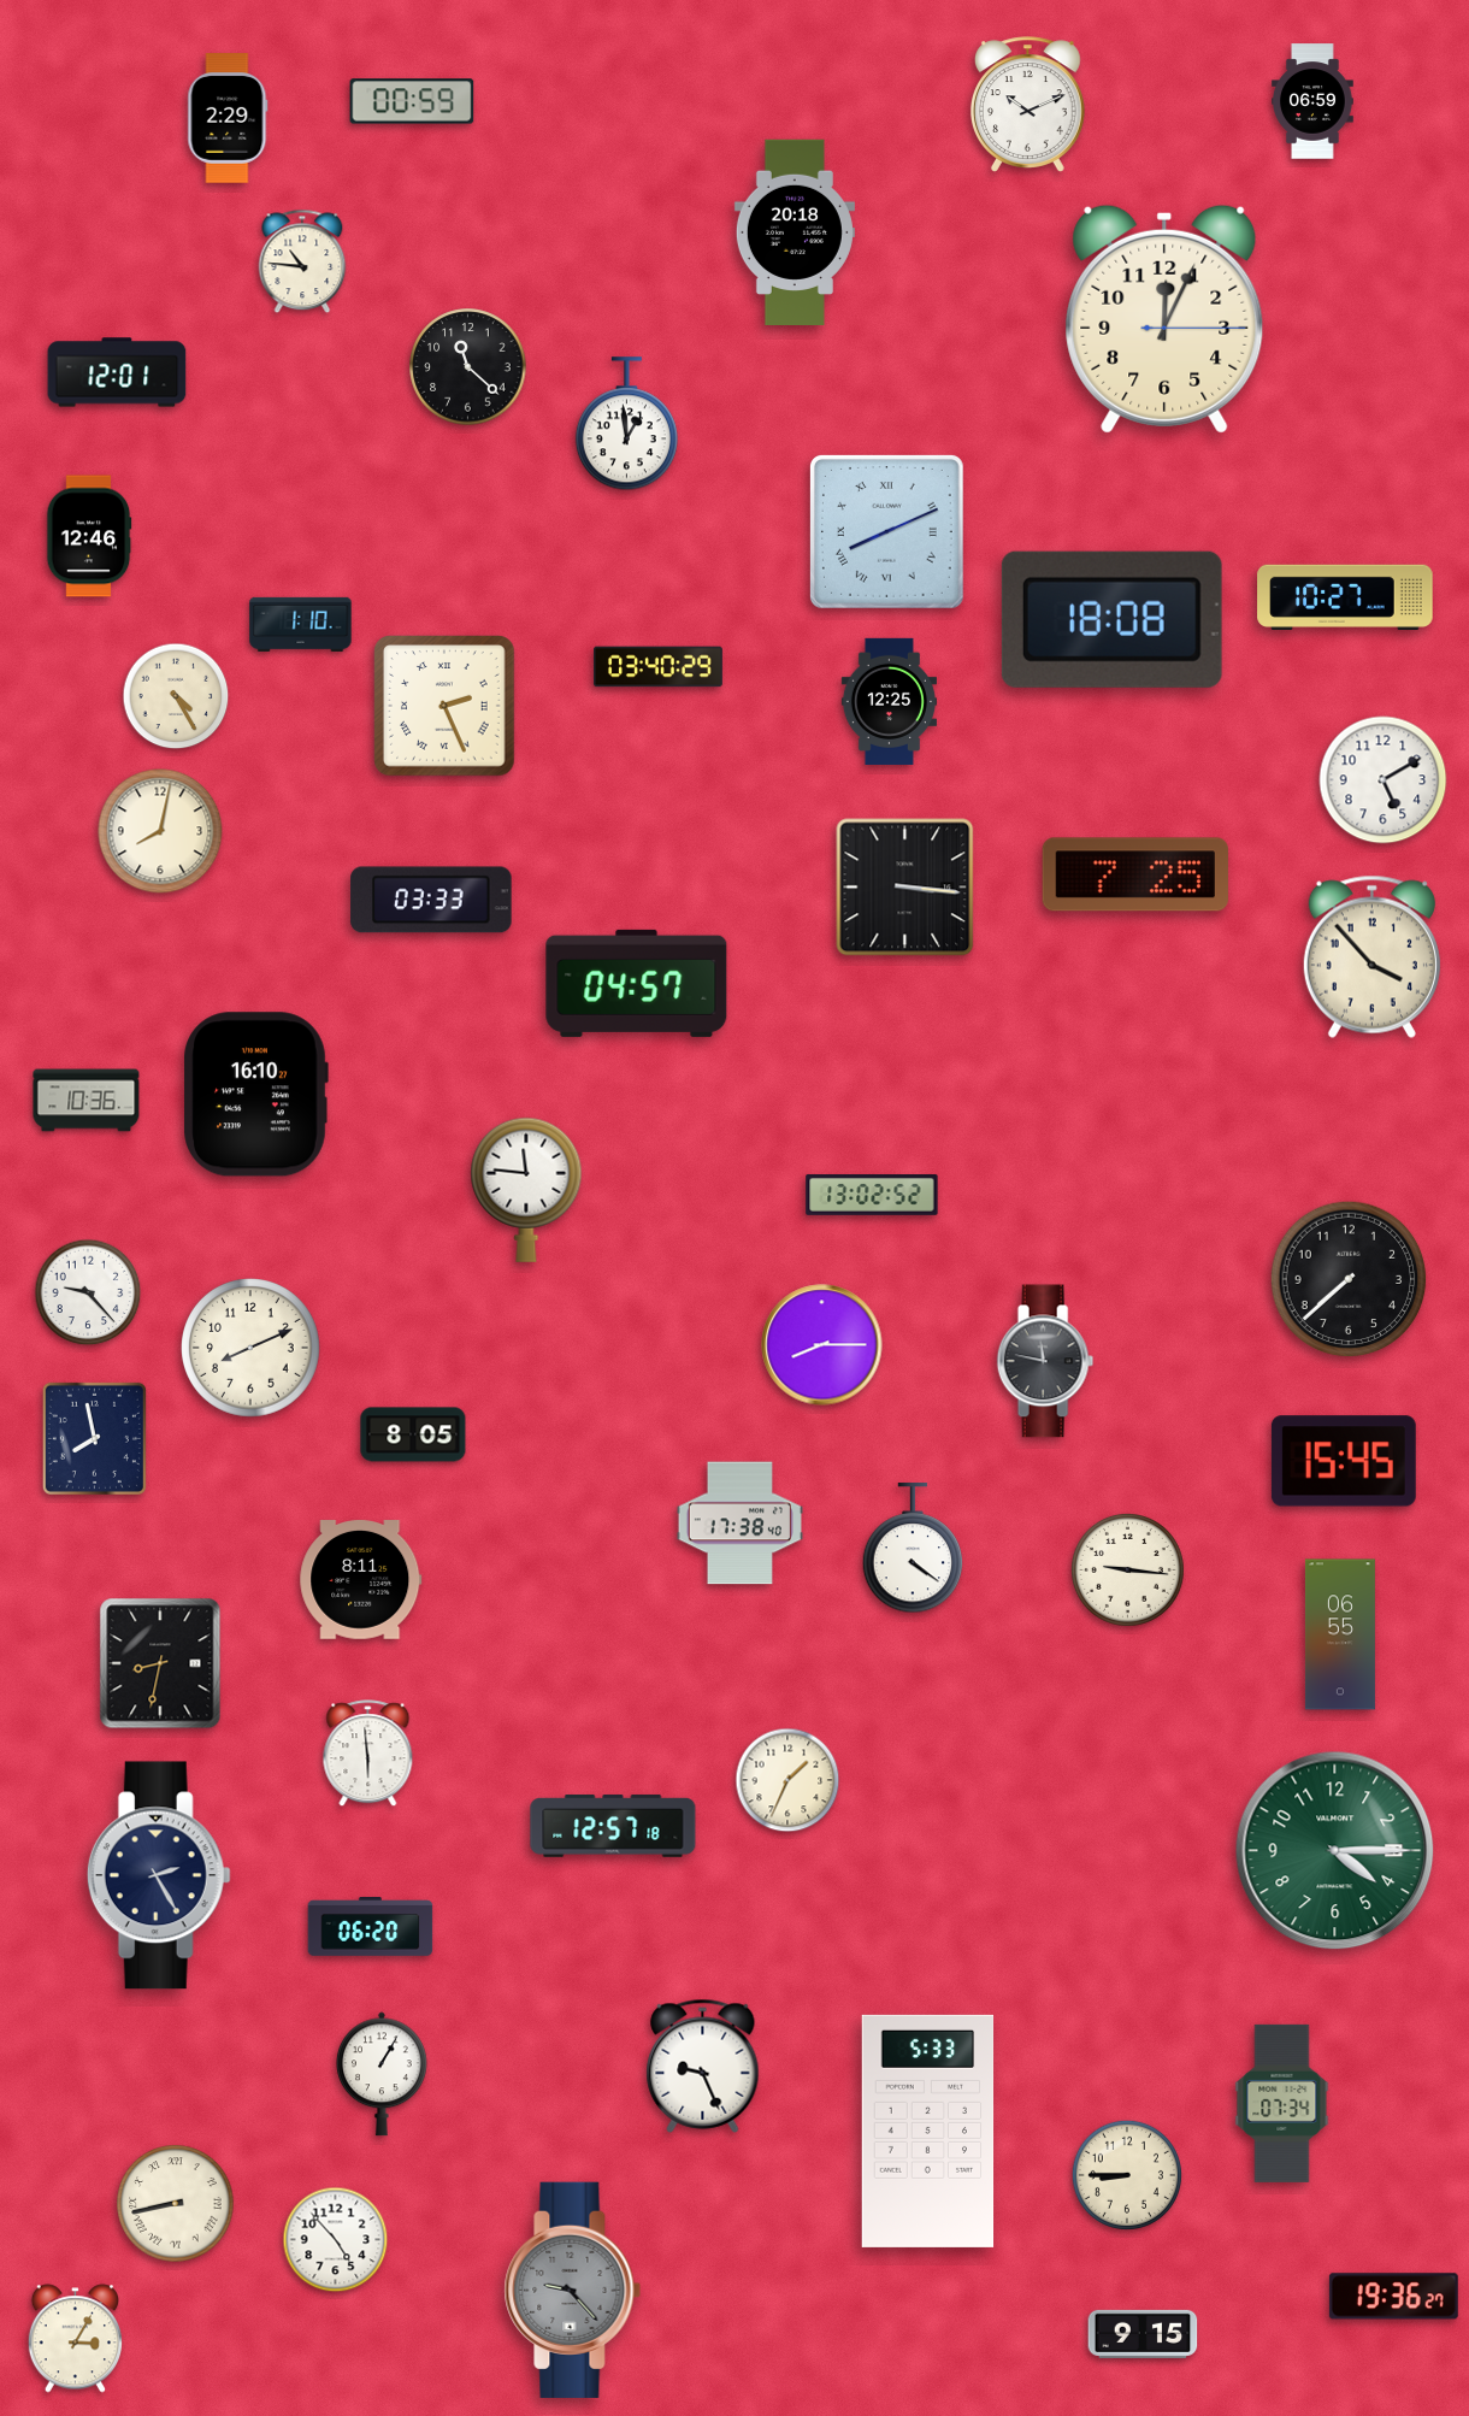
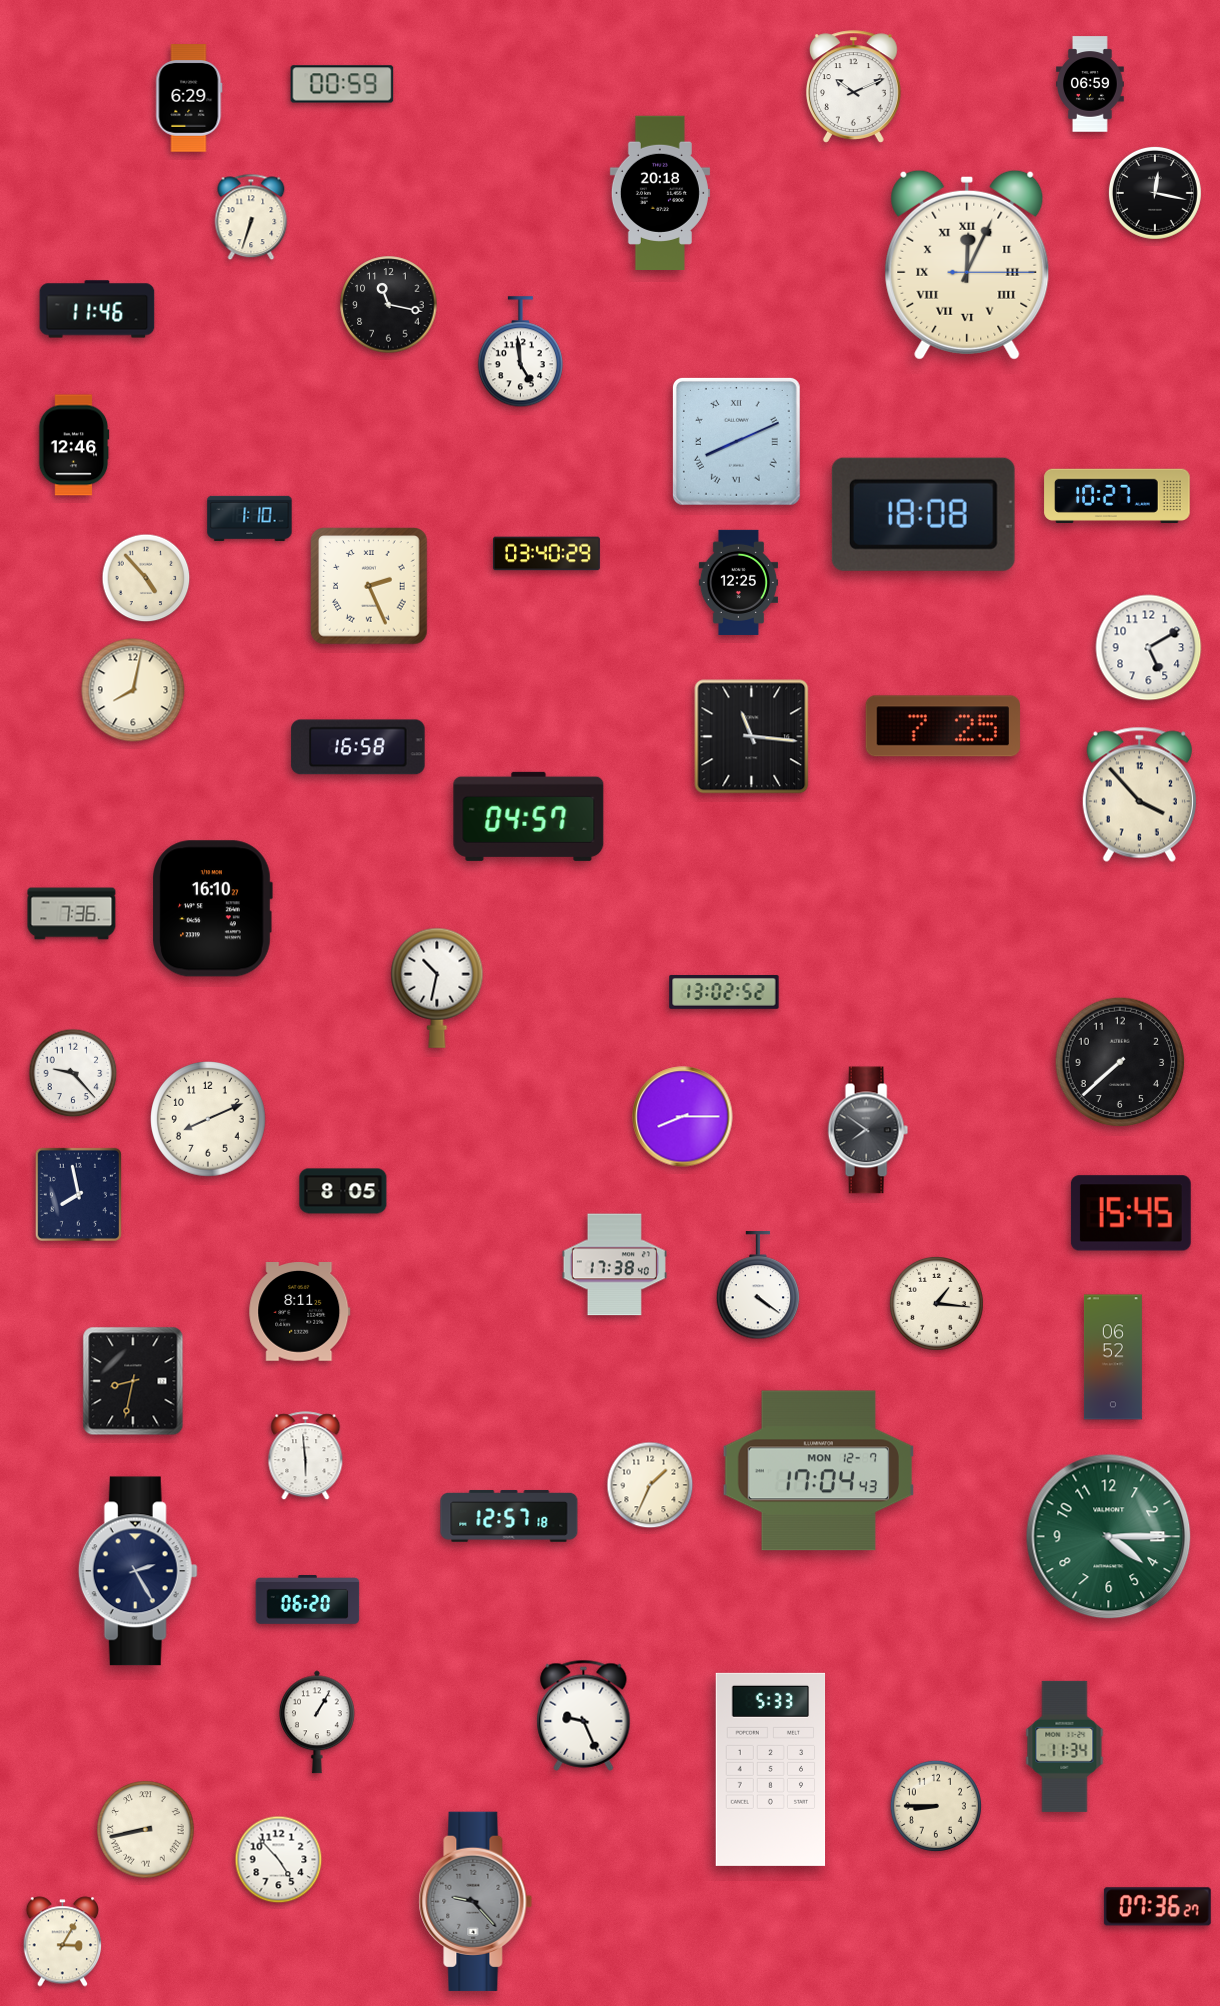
clock at (228, 118): 2:29 -> 6:29
clock at (1155, 193): none -> 12:17
clock at (302, 261): 10:46 -> 6:33
clock at (1164, 319) numerals: Arabic -> Roman
clock at (468, 367): 11:22 -> 11:17
clock at (117, 372): 12:01 -> 11:46
clock at (626, 424): 12:59 -> 4:59
clock at (176, 696): 4:25 -> 4:53
clock at (905, 888): 3:16 -> 11:16
clock at (431, 900): 03:33 -> 16:58
clock at (87, 1101): 10:36 -> 7:36
clock at (526, 1190): 11:46 -> 10:32
clock at (1045, 1361): 11:47 -> 7:51
clock at (1344, 1461) position: (1344, 1461) -> (1131, 1213)
clock at (1127, 1569): 9:16 -> 1:16
clock at (1340, 1634): 06:55 -> 06:52
clock at (818, 1471): none -> 17:04
clock at (787, 1780) position: (787, 1780) -> (650, 1485)
clock at (159, 1875) position: (159, 1875) -> (138, 1571)
clock at (1282, 2103): 07:34 -> 11:34
clock at (1393, 2297): 19:36 -> 07:36
clock at (1143, 2334): 9:15 -> none
